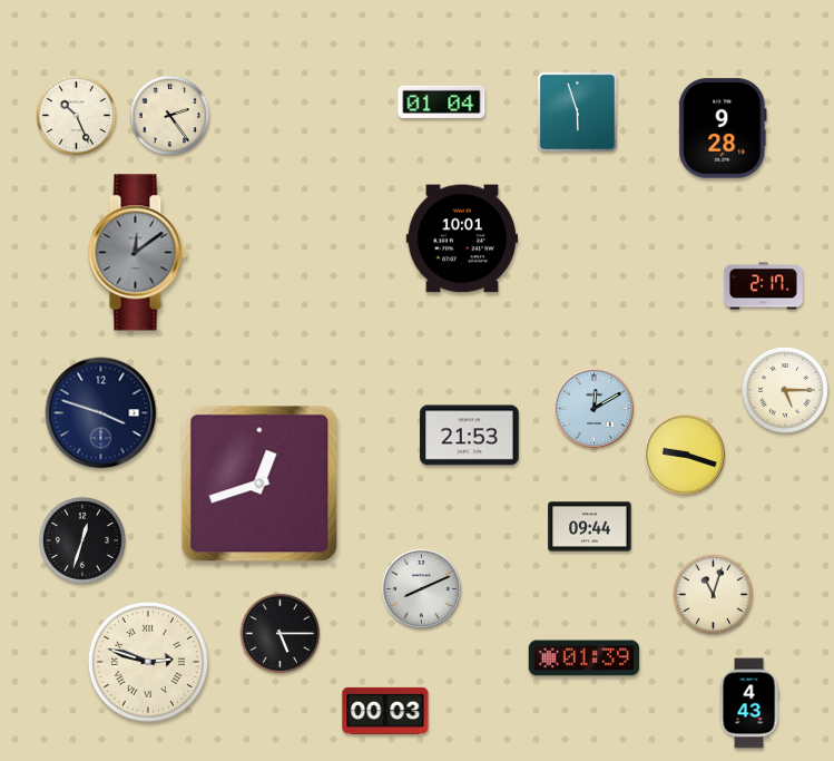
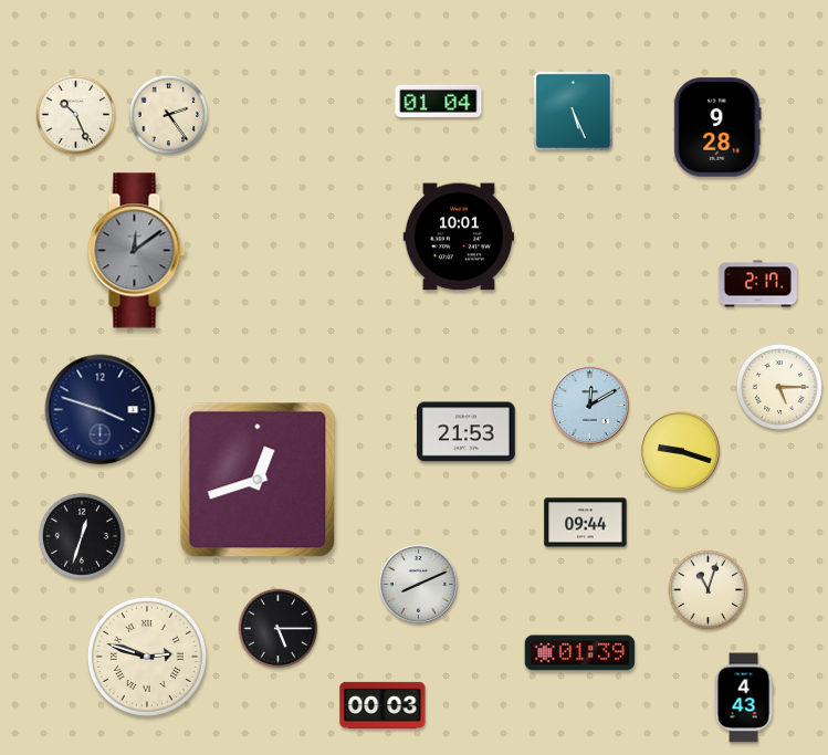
clock at (577, 111): 5:57 -> 5:26
